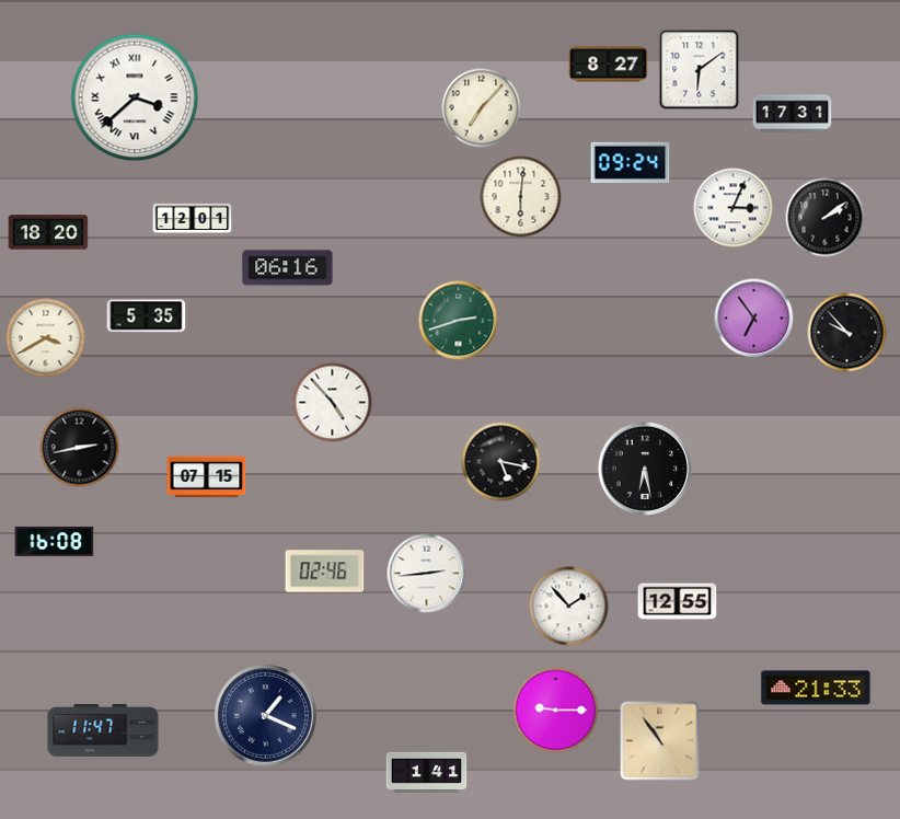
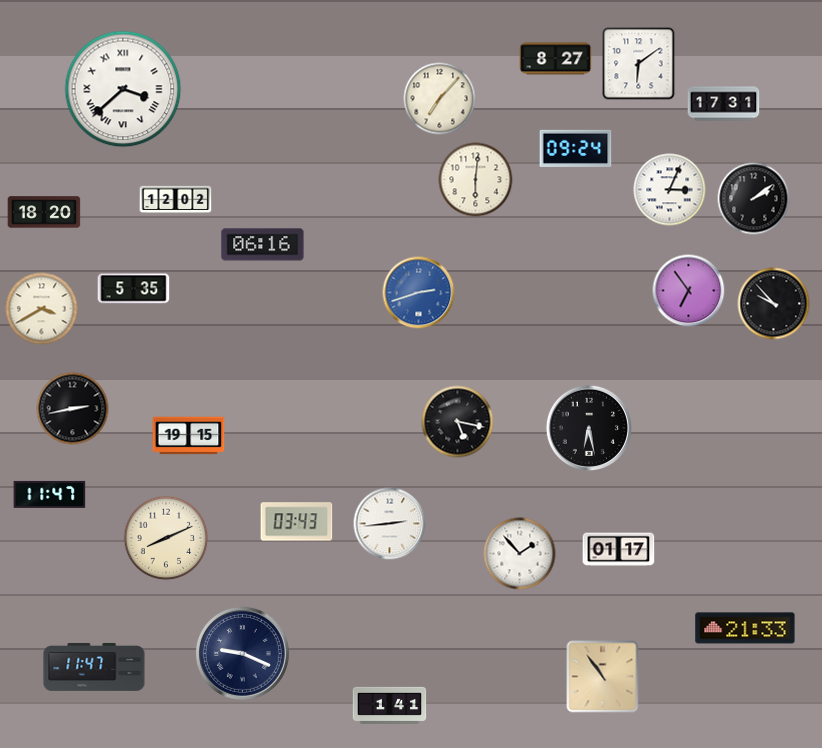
clock at (193, 219): 12:01 -> 12:02
clock at (459, 321) dial: green -> blue
clock at (333, 403): 4:53 -> none
clock at (207, 477): 07:15 -> 19:15
clock at (55, 541): 16:08 -> 11:47
clock at (325, 572): 02:46 -> 03:43
clock at (166, 538): none -> 8:11
clock at (678, 602): 12:55 -> 01:17
clock at (556, 711): 9:15 -> none
clock at (265, 715): 1:19 -> 9:19
